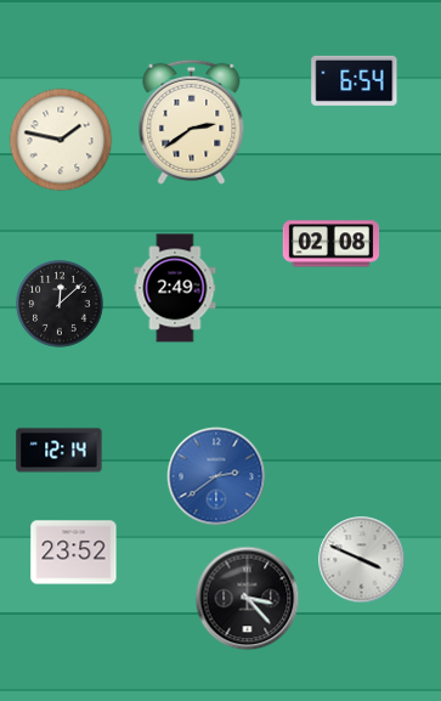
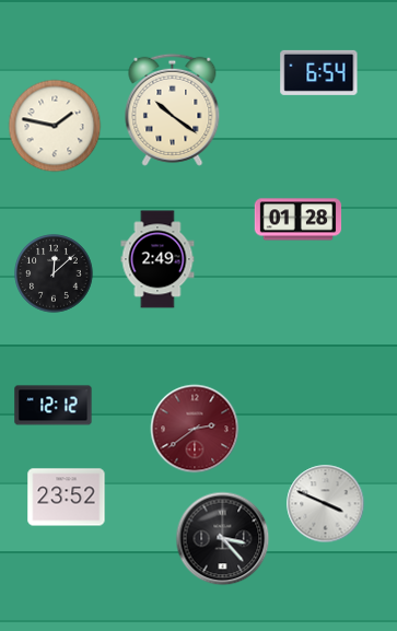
clock at (192, 121): 2:39 -> 10:21
clock at (332, 244): 02:08 -> 01:28
clock at (60, 451): 12:14 -> 12:12
clock at (216, 476) dial: blue -> burgundy
